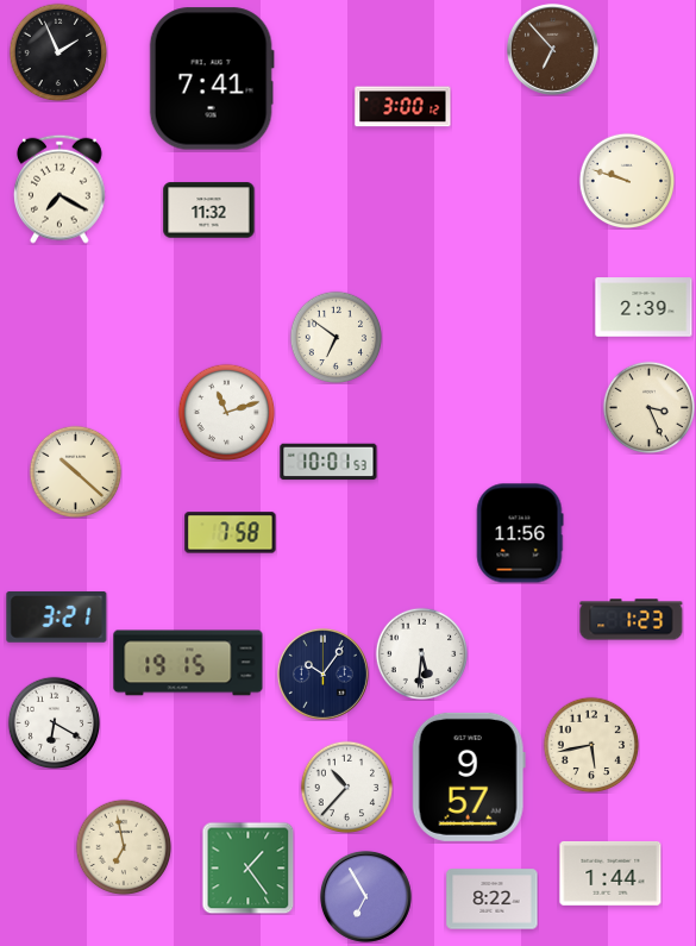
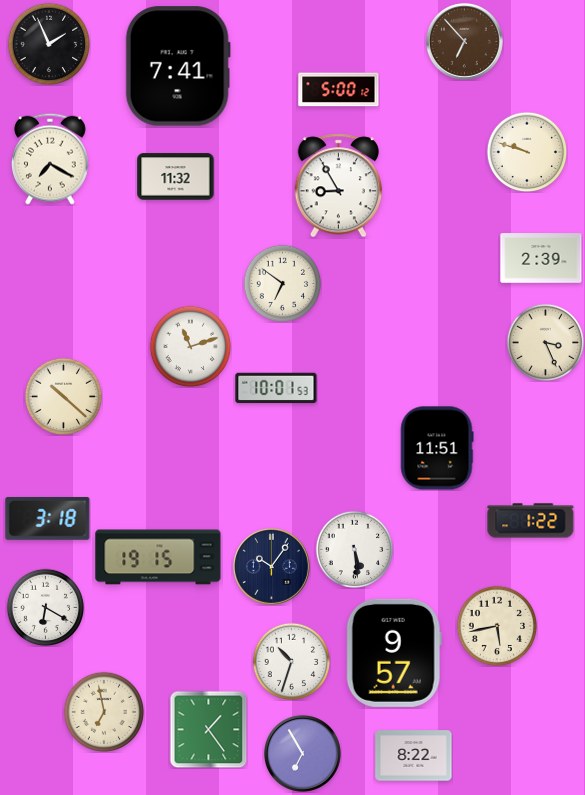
clock at (403, 107): 3:00 -> 5:00
clock at (339, 186): none -> 8:55
clock at (231, 533): 7:58 -> none
clock at (520, 533): 11:56 -> 11:51
clock at (57, 616): 3:21 -> 3:18
clock at (632, 620): 1:23 -> 1:22
clock at (421, 653): 5:31 -> 5:29
clock at (346, 787): 10:37 -> 10:33
clock at (610, 873): 1:44 -> none
clock at (365, 896) position: (365, 896) -> (302, 753)
